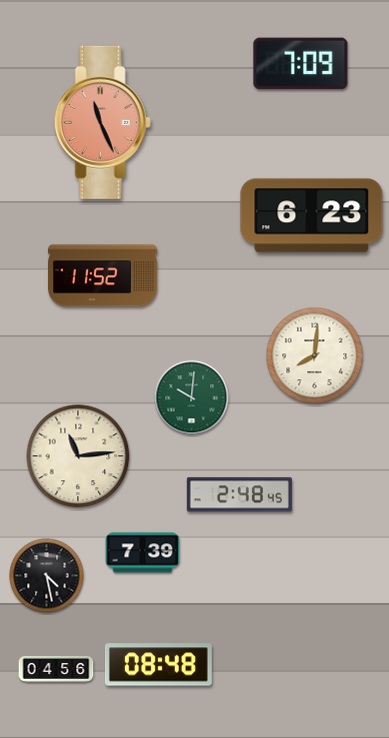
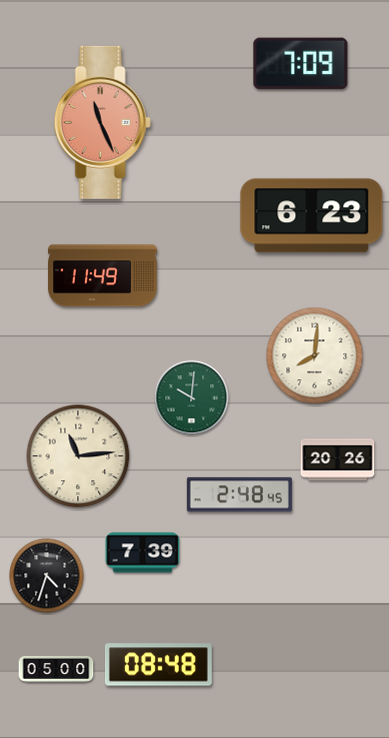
clock at (103, 276): 11:52 -> 11:49
clock at (338, 460): none -> 20:26
clock at (47, 576): 4:28 -> 4:33
clock at (56, 669): 04:56 -> 05:00
